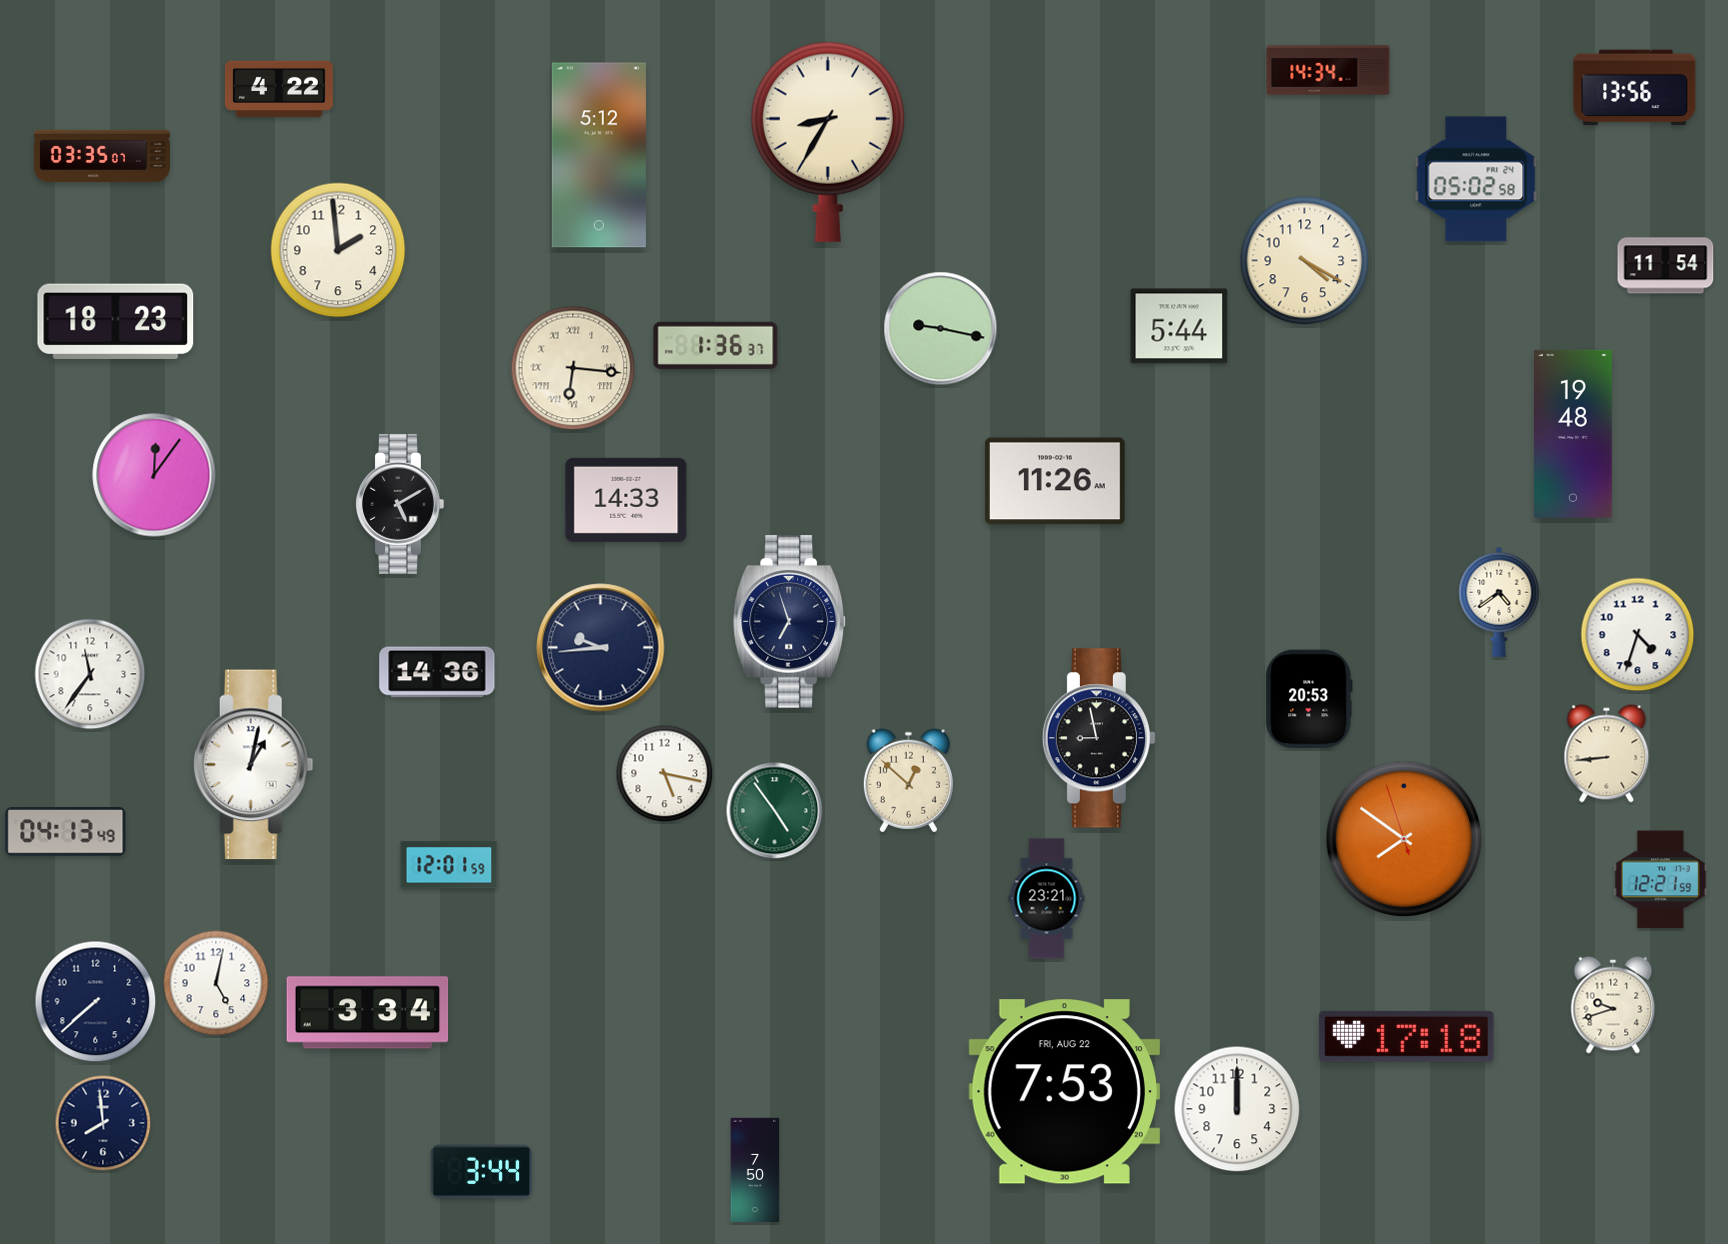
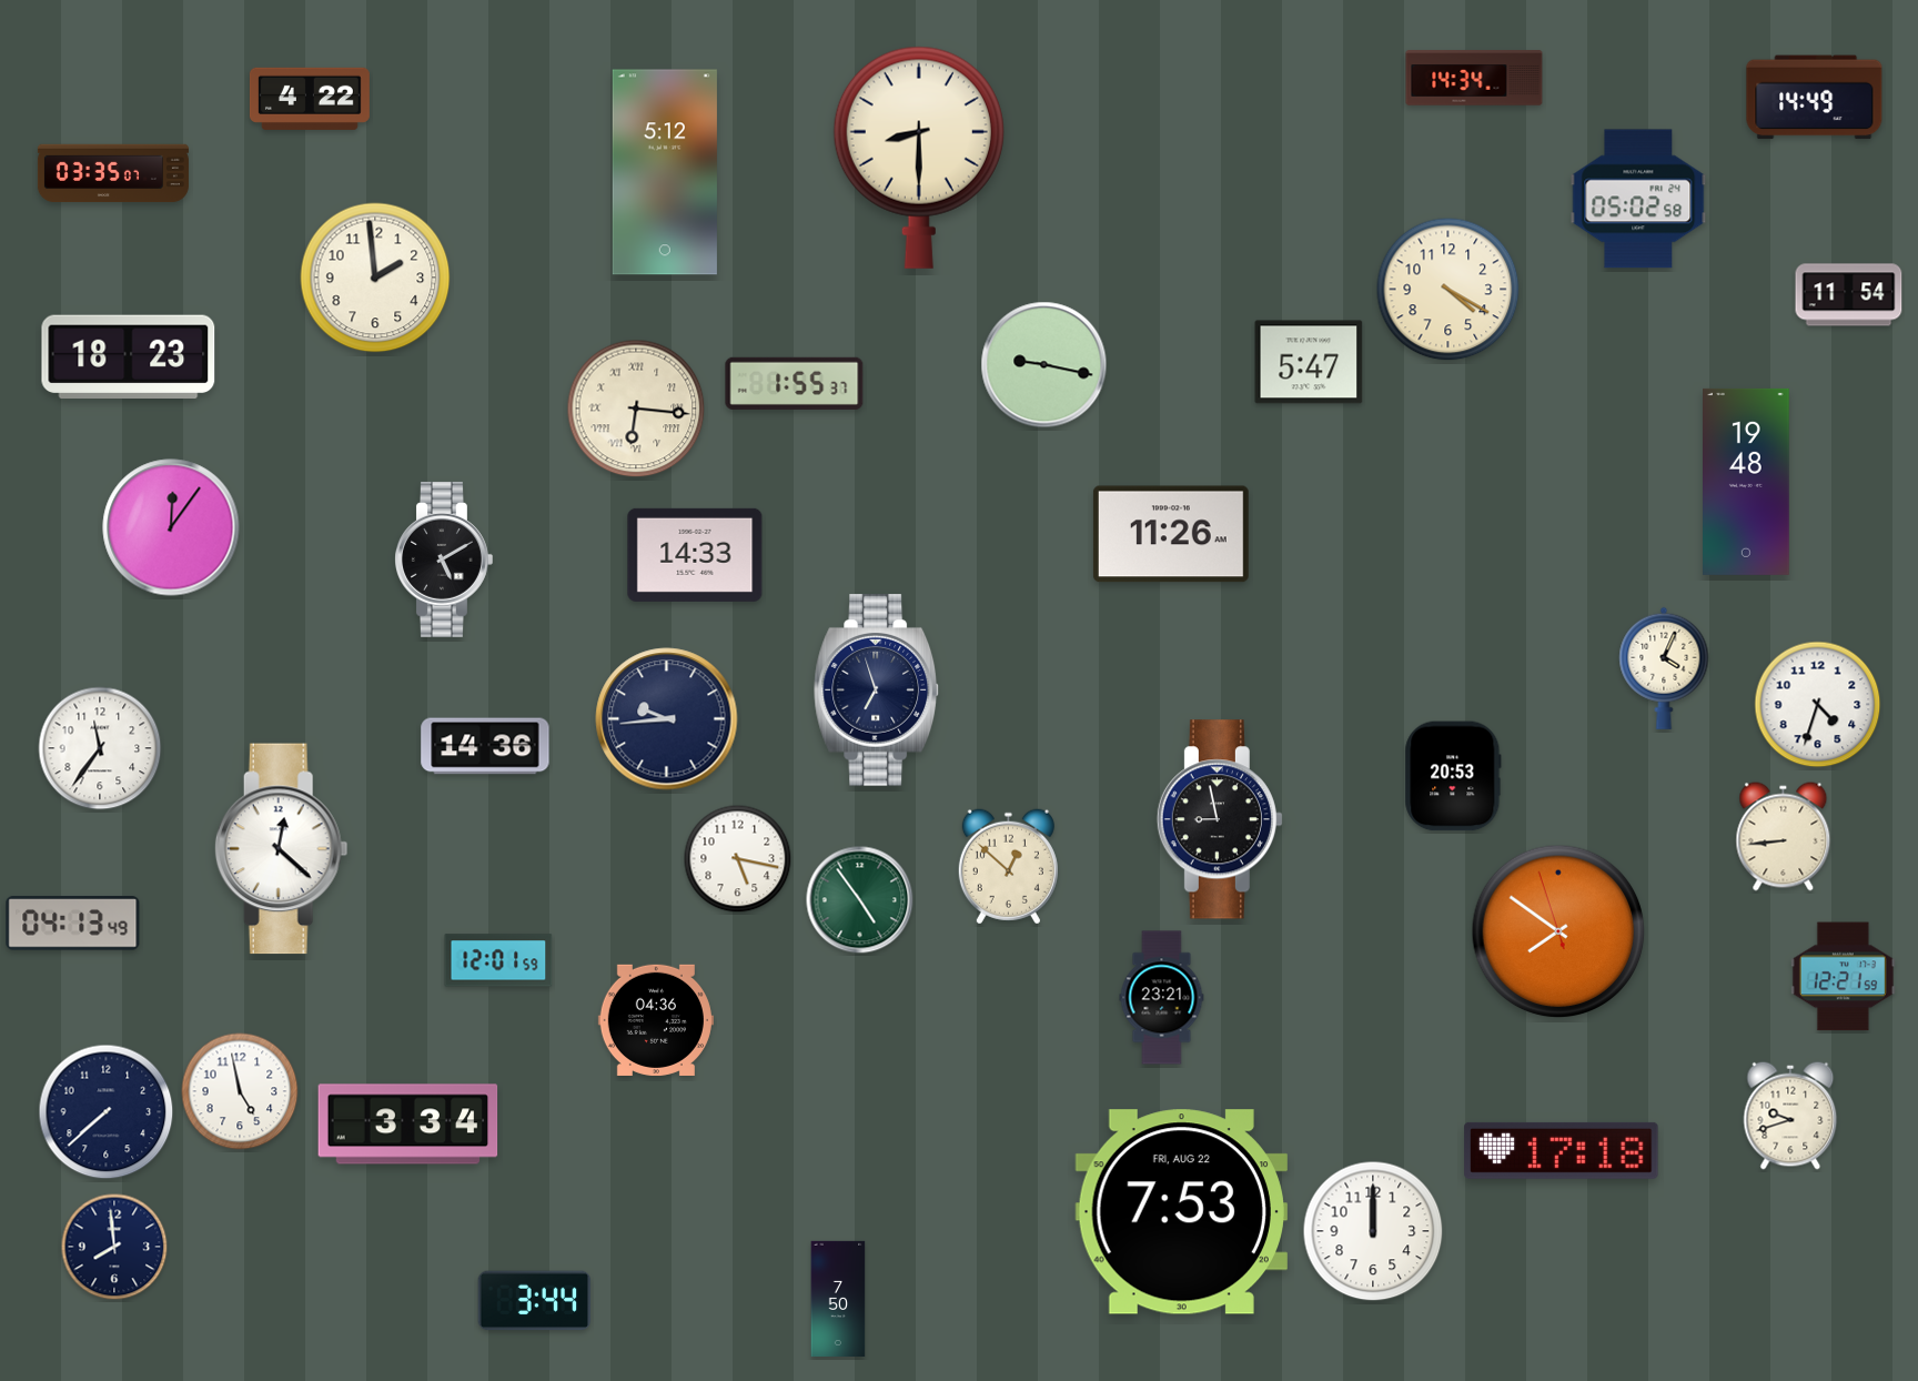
clock at (1635, 88): 13:56 -> 14:49
clock at (828, 142): 8:35 -> 8:30
clock at (1179, 326): 5:44 -> 5:47
clock at (716, 345): 1:36 -> 1:55
clock at (1499, 602): 4:39 -> 4:04
clock at (253, 765): 1:02 -> 12:22
clock at (656, 1020): none -> 04:36
clock at (216, 983): 5:02 -> 4:58
